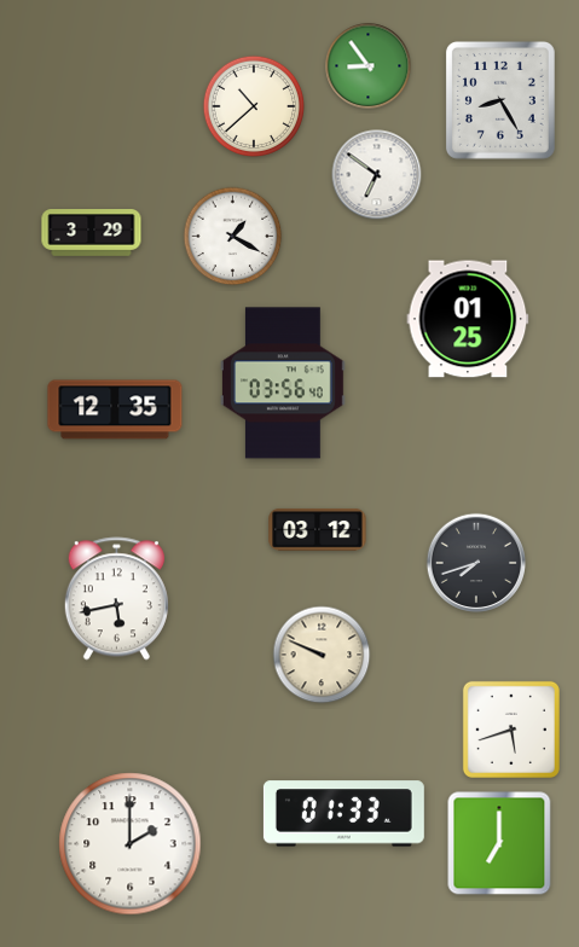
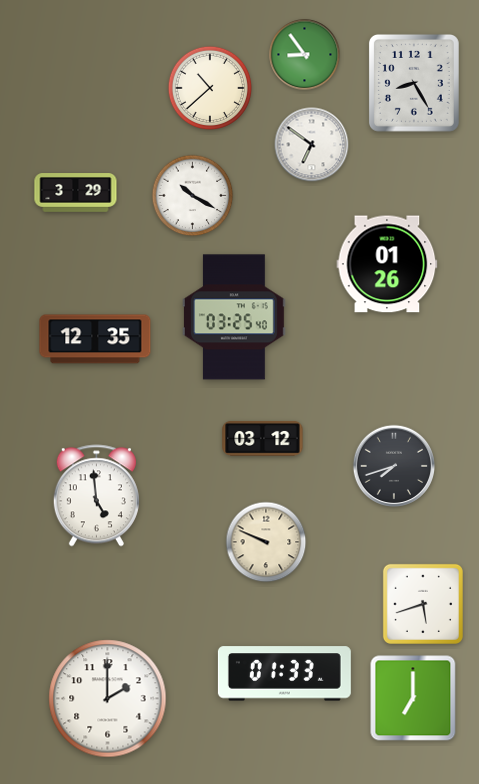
clock at (233, 237): 1:20 -> 10:20
clock at (468, 319): 01:25 -> 01:26
clock at (283, 383): 03:56 -> 03:25
clock at (116, 599): 5:43 -> 4:59
